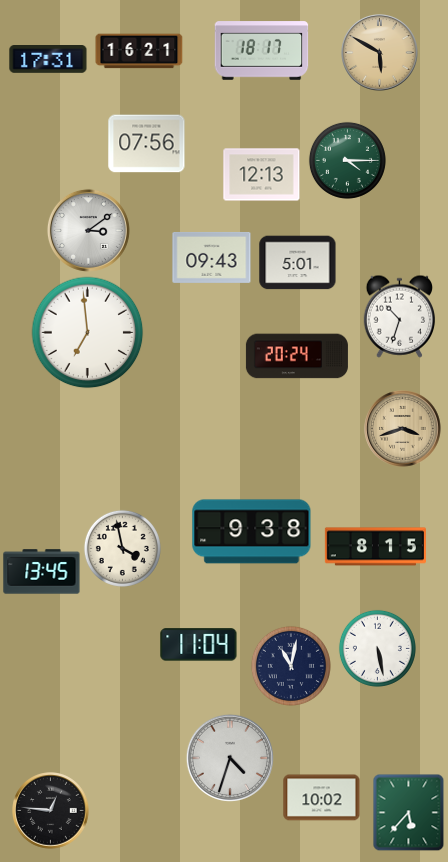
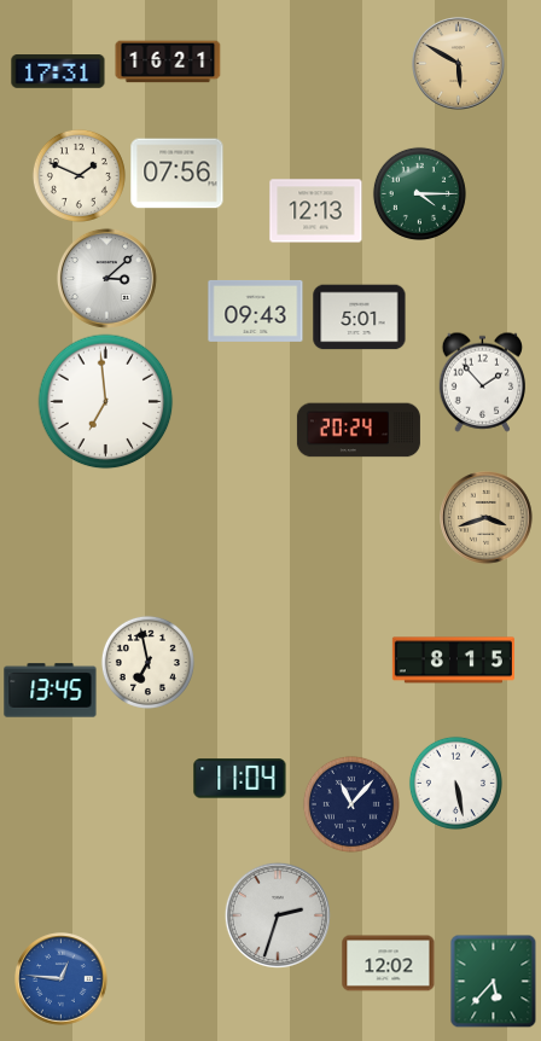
clock at (262, 51): 18:17 -> none
clock at (78, 175): none -> 1:49
clock at (88, 230): 3:09 -> 3:08
clock at (400, 316): 10:33 -> 1:53
clock at (252, 532): 9:38 -> none
clock at (122, 548): 3:58 -> 6:58
clock at (291, 666): 11:02 -> 11:07
clock at (230, 758): 4:33 -> 2:33
clock at (322, 798): 10:02 -> 12:02
clock at (51, 811) dial: black -> blue
